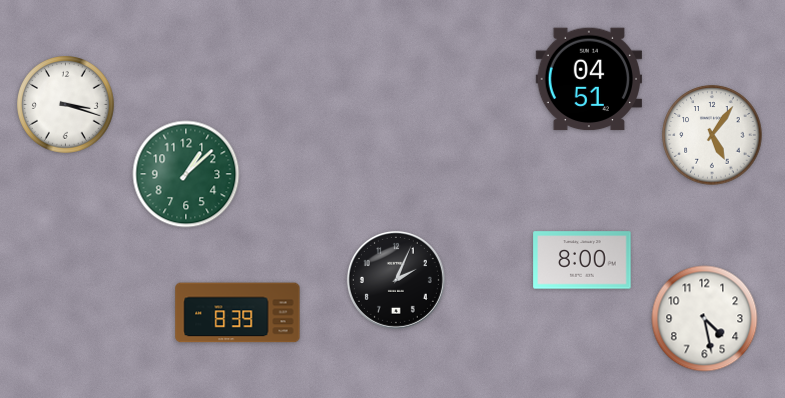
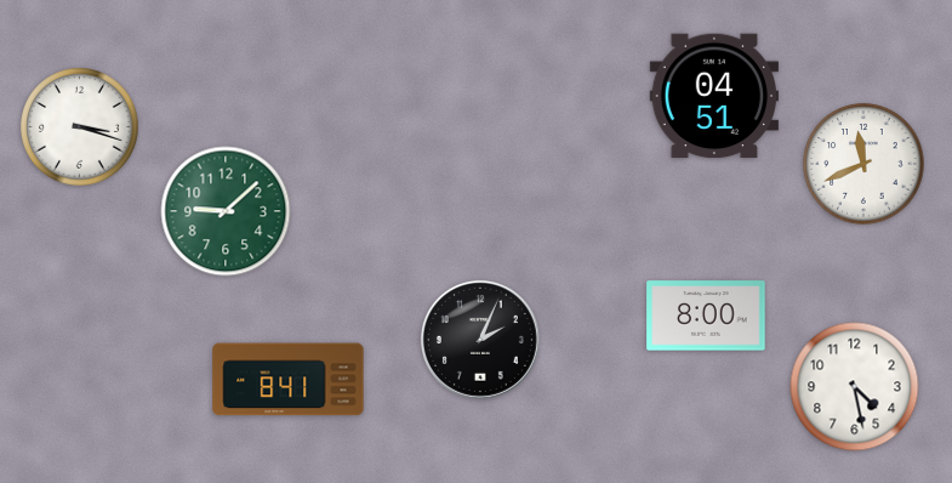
clock at (712, 135): 5:06 -> 11:41
clock at (186, 174): 1:08 -> 9:08
clock at (238, 313): 8:39 -> 8:41
